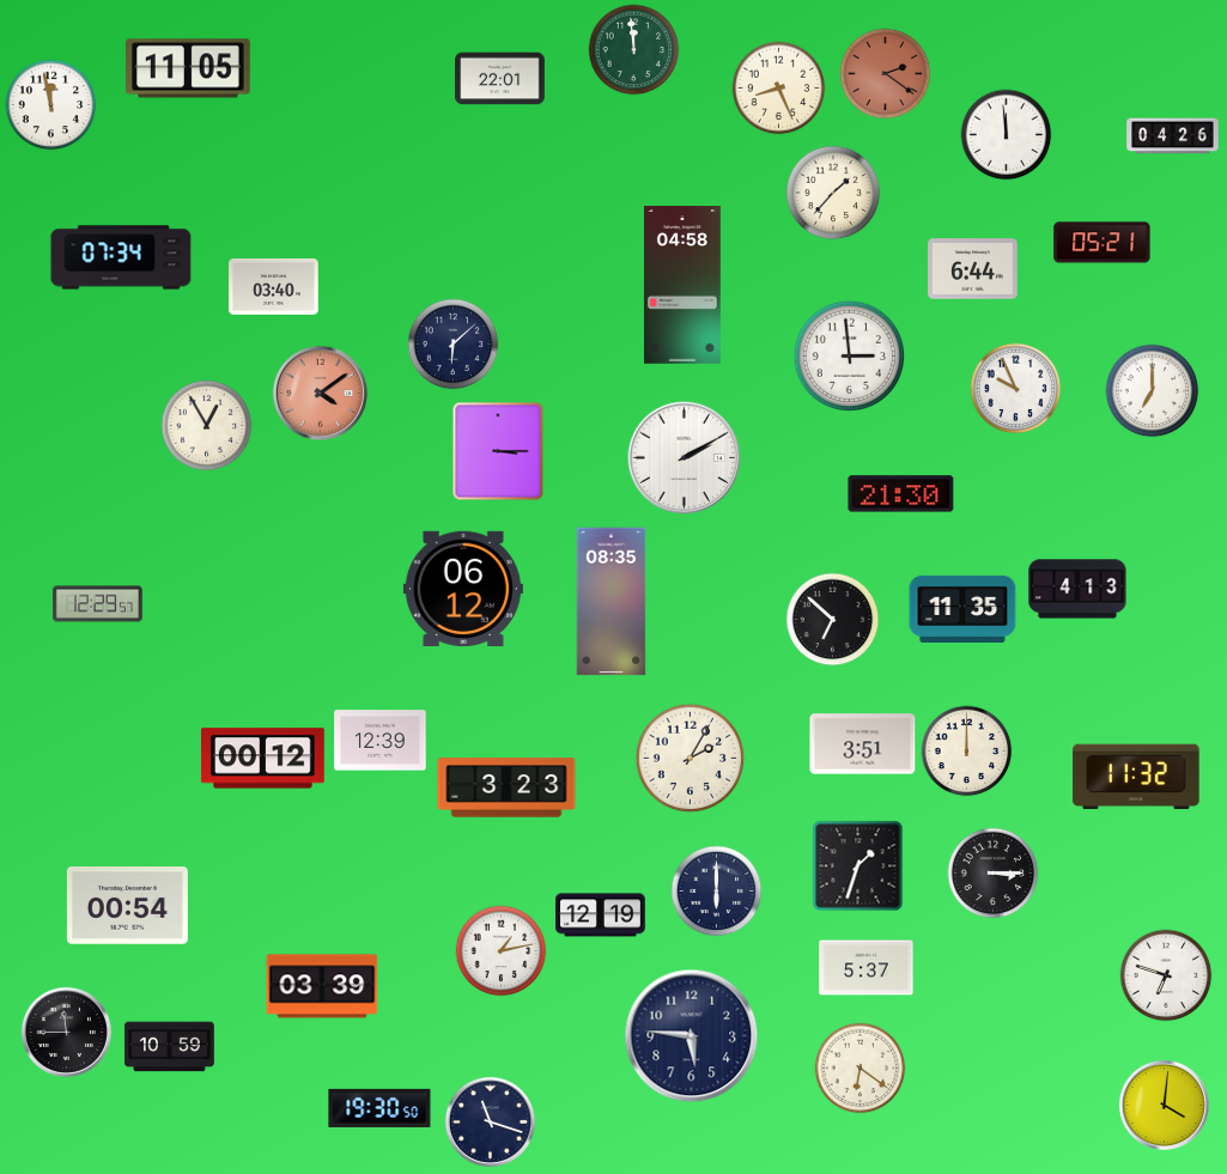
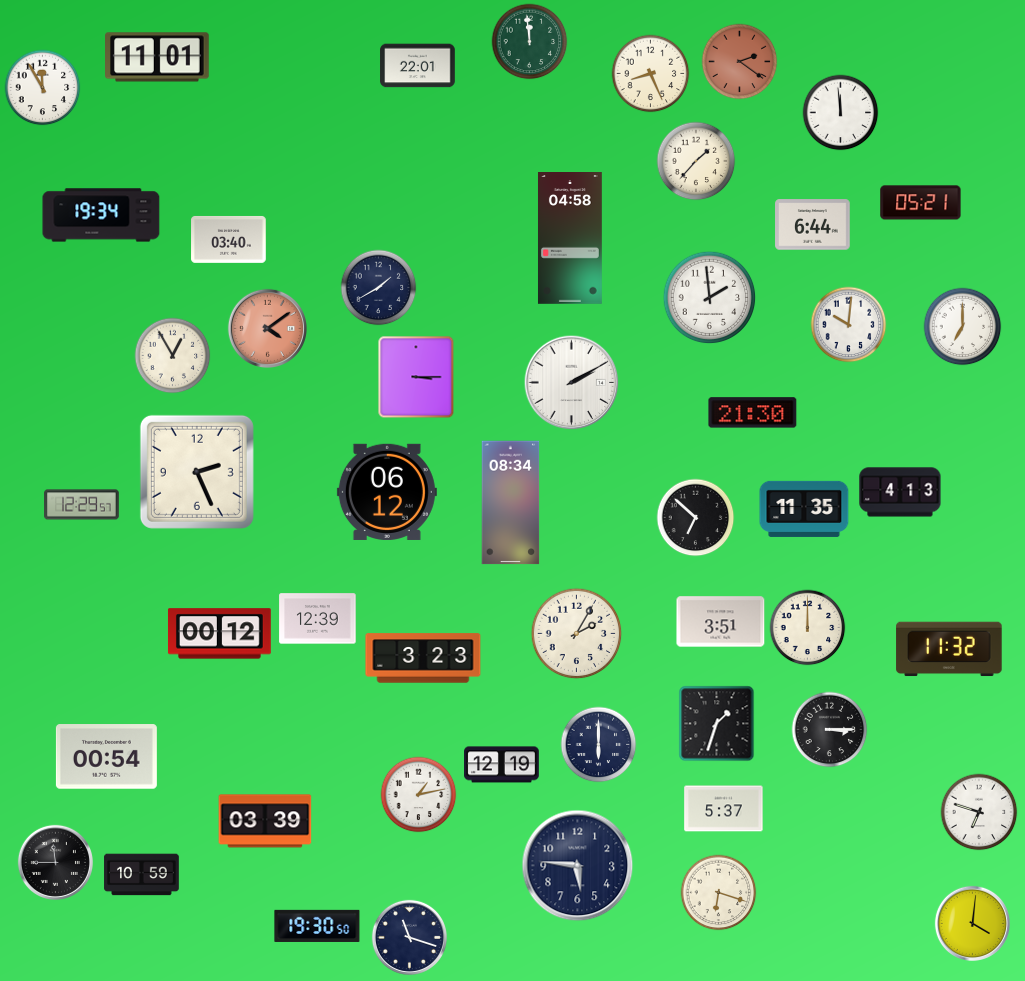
clock at (189, 68): 11:05 -> 11:01
clock at (51, 105): 11:58 -> 11:55
clock at (1173, 136): 04:26 -> none
clock at (121, 257): 07:34 -> 19:34
clock at (454, 345): 6:08 -> 1:40
clock at (850, 357): 2:59 -> 1:59
clock at (1016, 389): 9:56 -> 10:01
clock at (197, 472): none -> 2:26
clock at (612, 602): 08:35 -> 08:34
clock at (1166, 975) position: (1166, 975) -> (979, 812)
clock at (322, 986) position: (322, 986) -> (265, 821)
clock at (861, 1069): 6:21 -> 6:18
